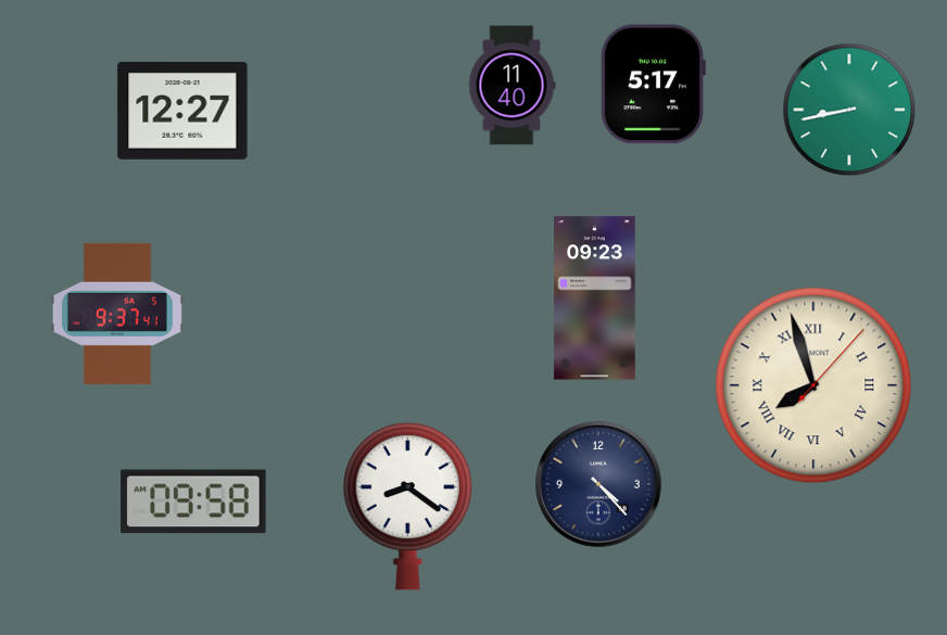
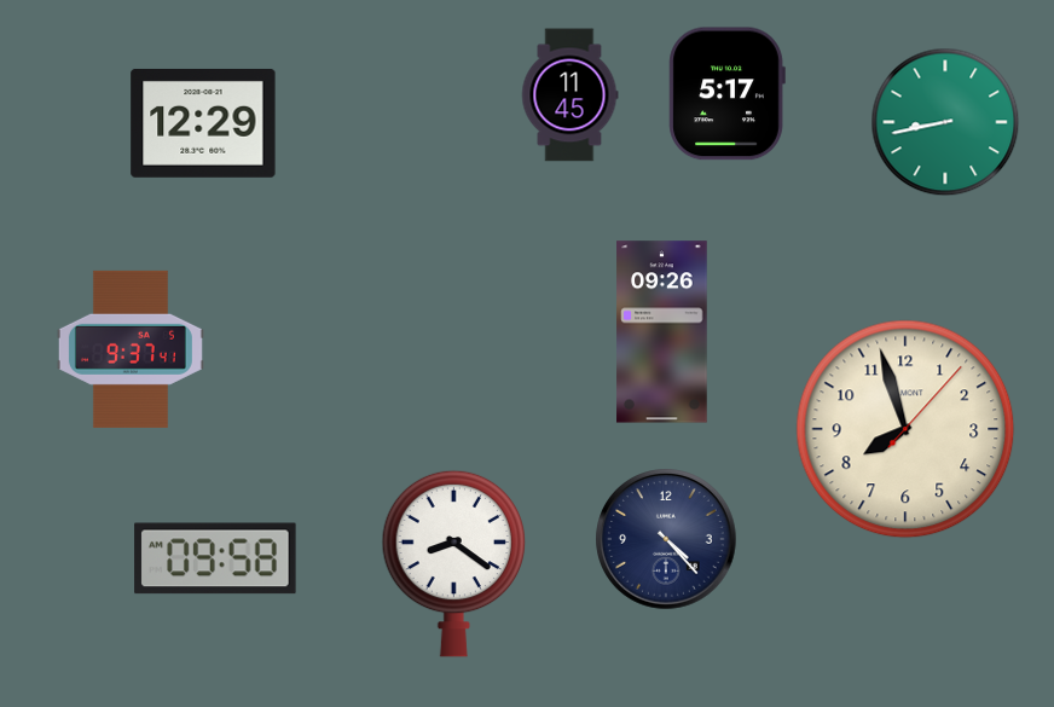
clock at (512, 86): 11:40 -> 11:45
clock at (182, 111): 12:27 -> 12:29
clock at (595, 299): 09:23 -> 09:26
clock at (813, 385) numerals: Roman -> Arabic
